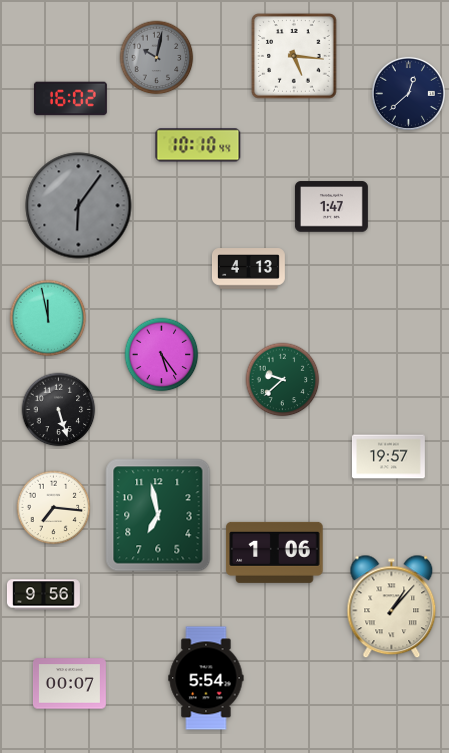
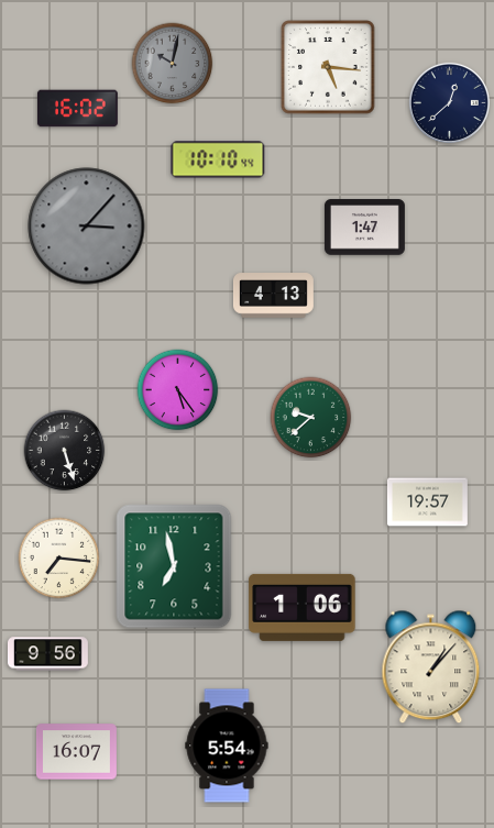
clock at (294, 56) position: (294, 56) -> (328, 67)
clock at (79, 206): 6:06 -> 3:07
clock at (48, 318): 11:58 -> none
clock at (69, 684): 00:07 -> 16:07
